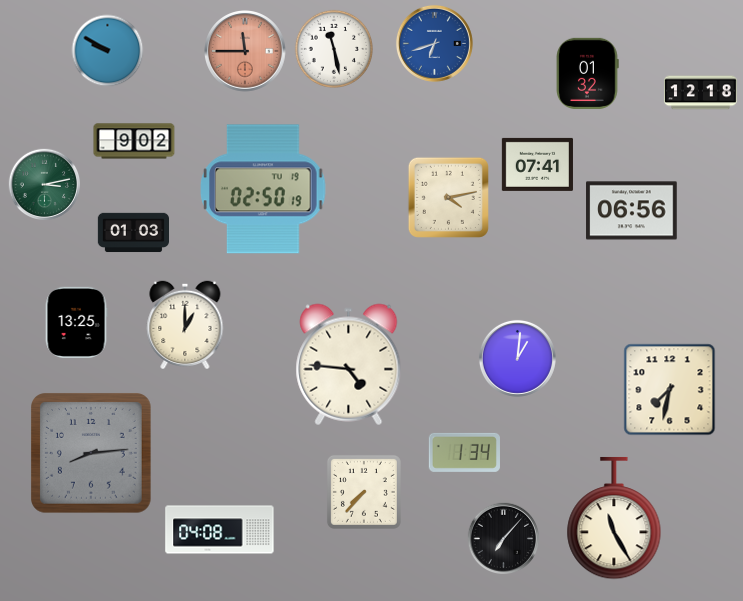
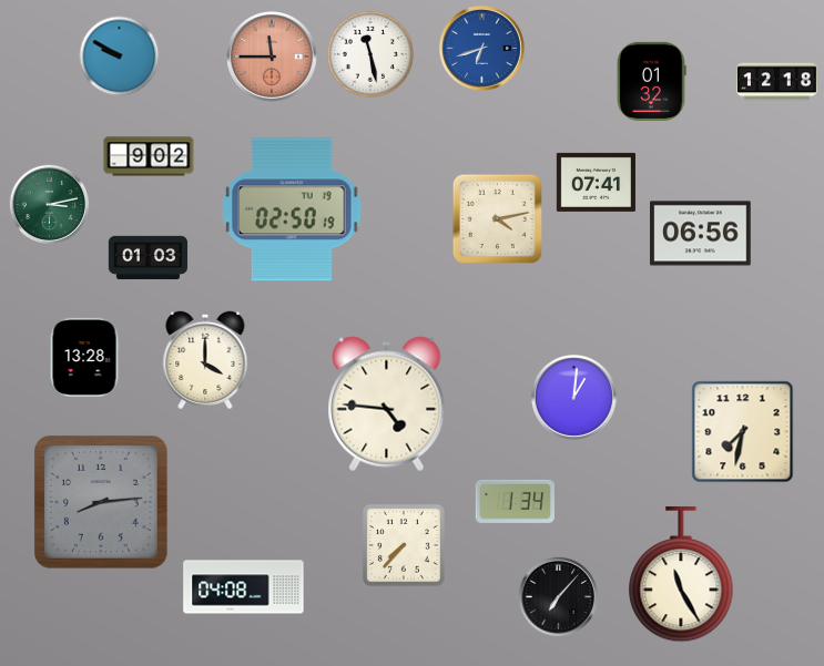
clock at (700, 93) position: (700, 93) -> (776, 82)
clock at (76, 322): 13:25 -> 13:28
clock at (185, 325): 1:00 -> 4:00
